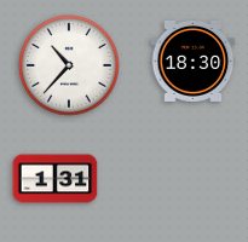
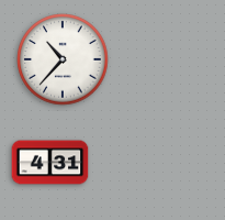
clock at (194, 60): 18:30 -> none
clock at (56, 179): 1:31 -> 4:31
